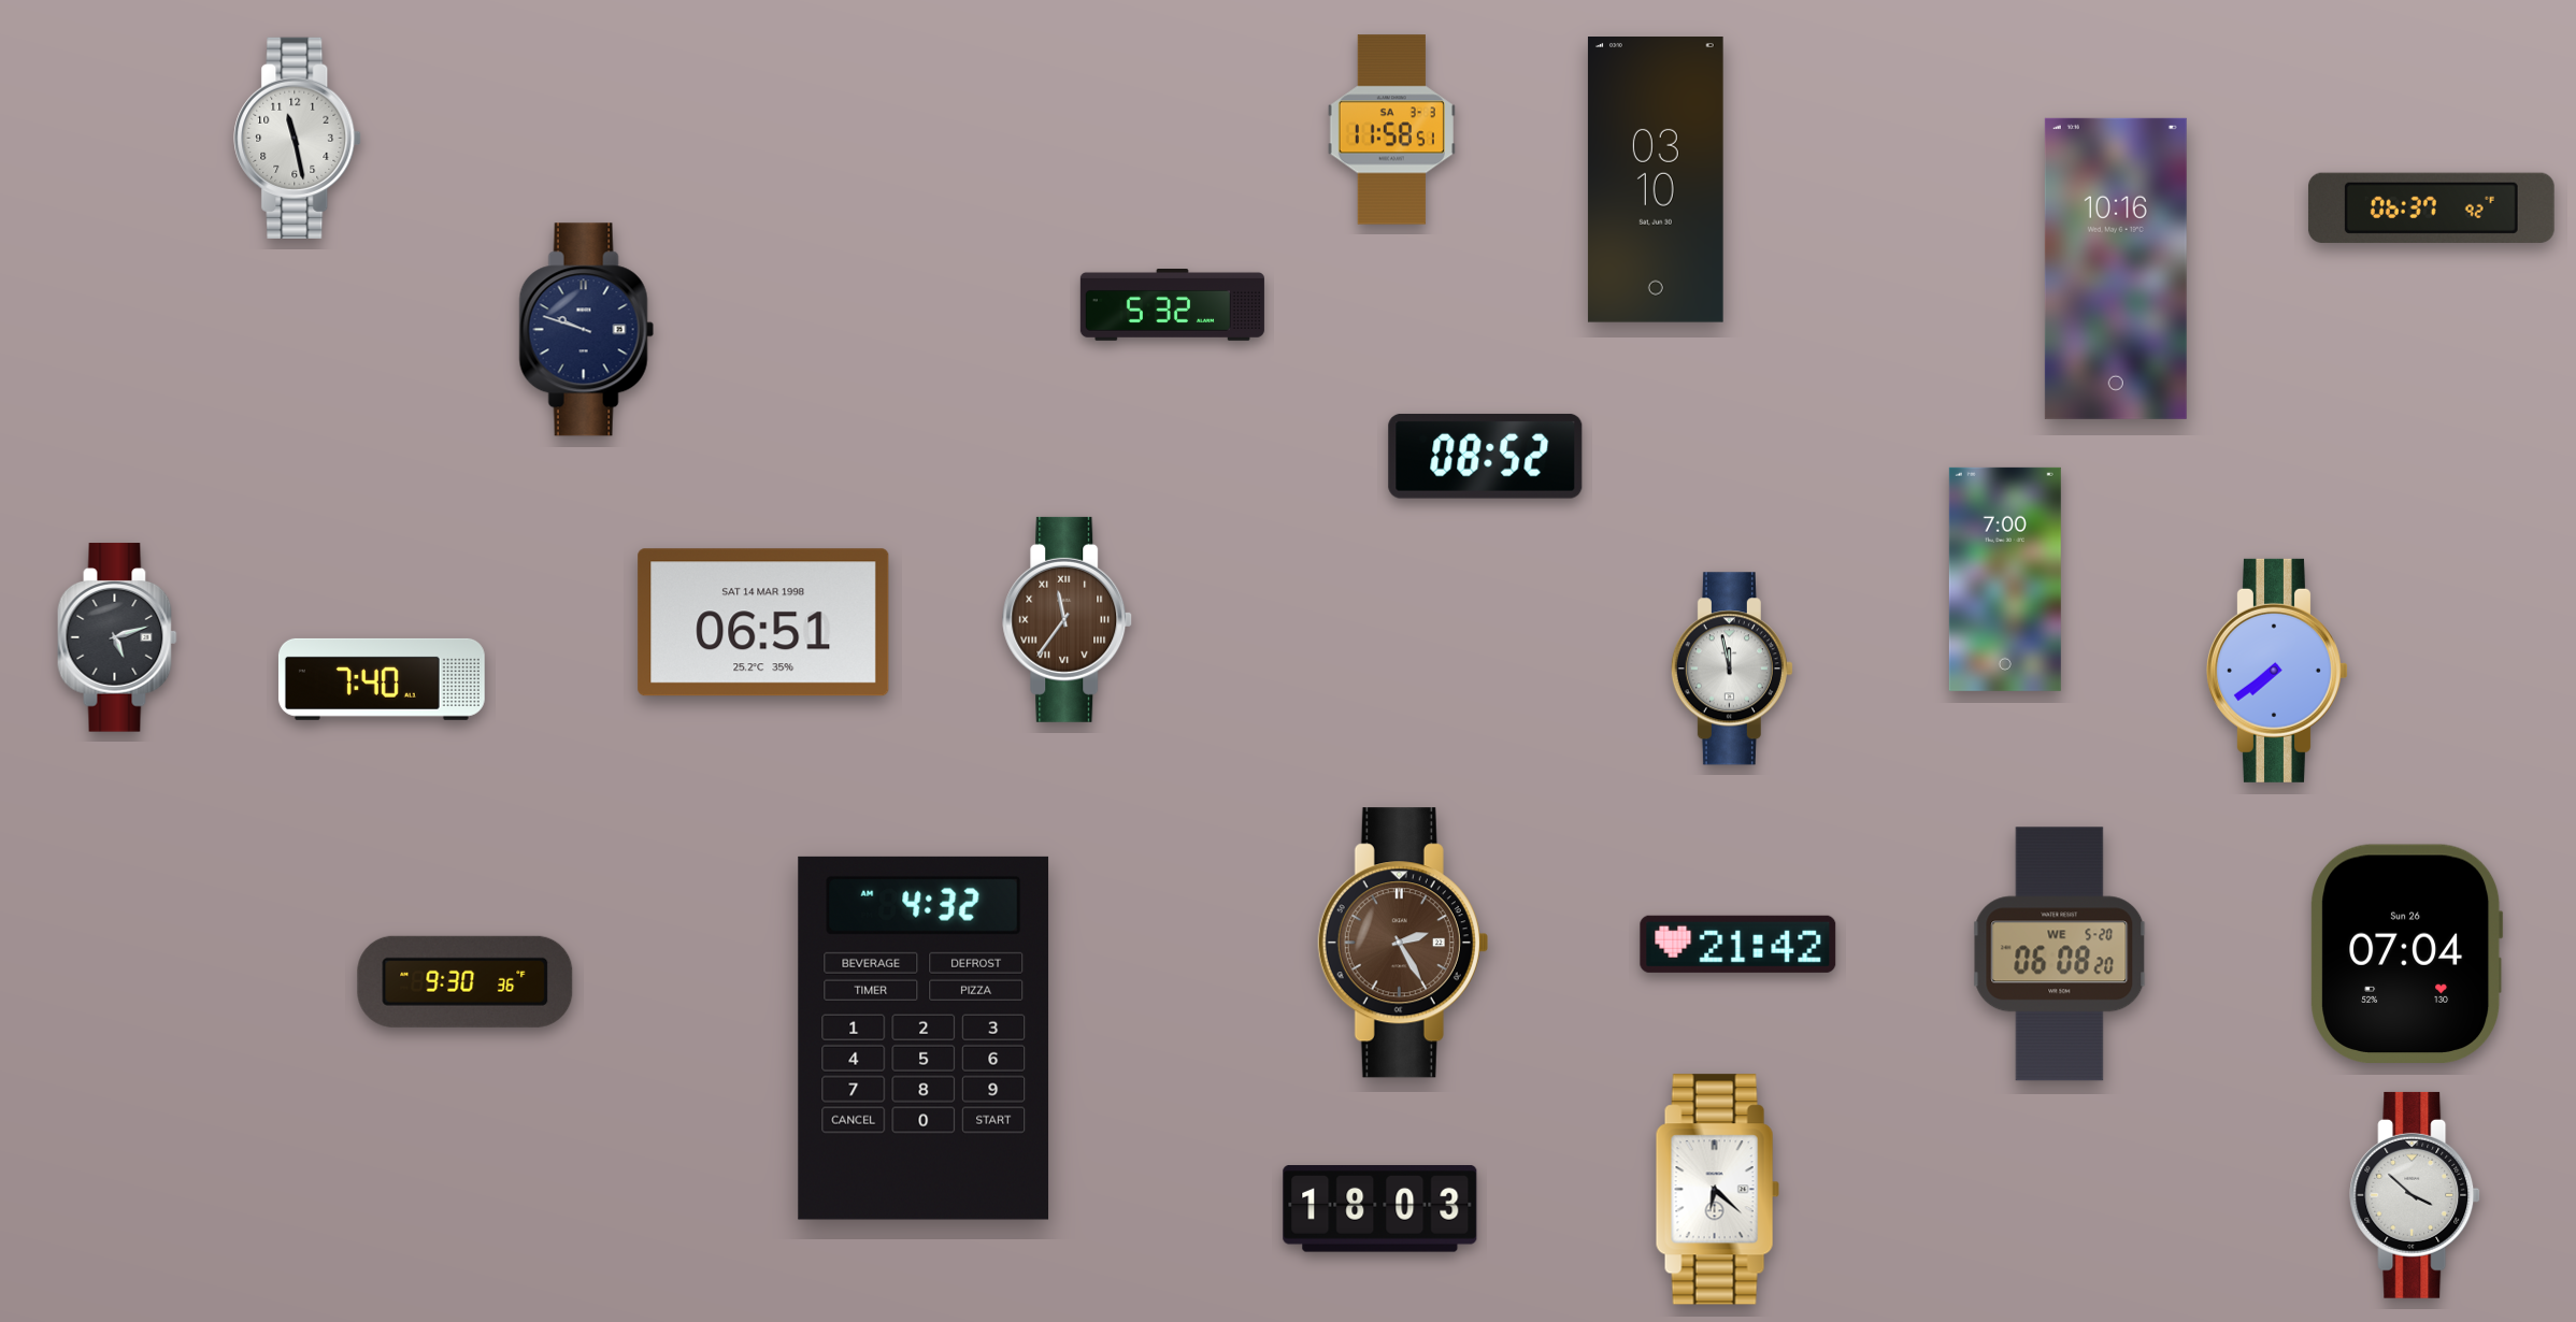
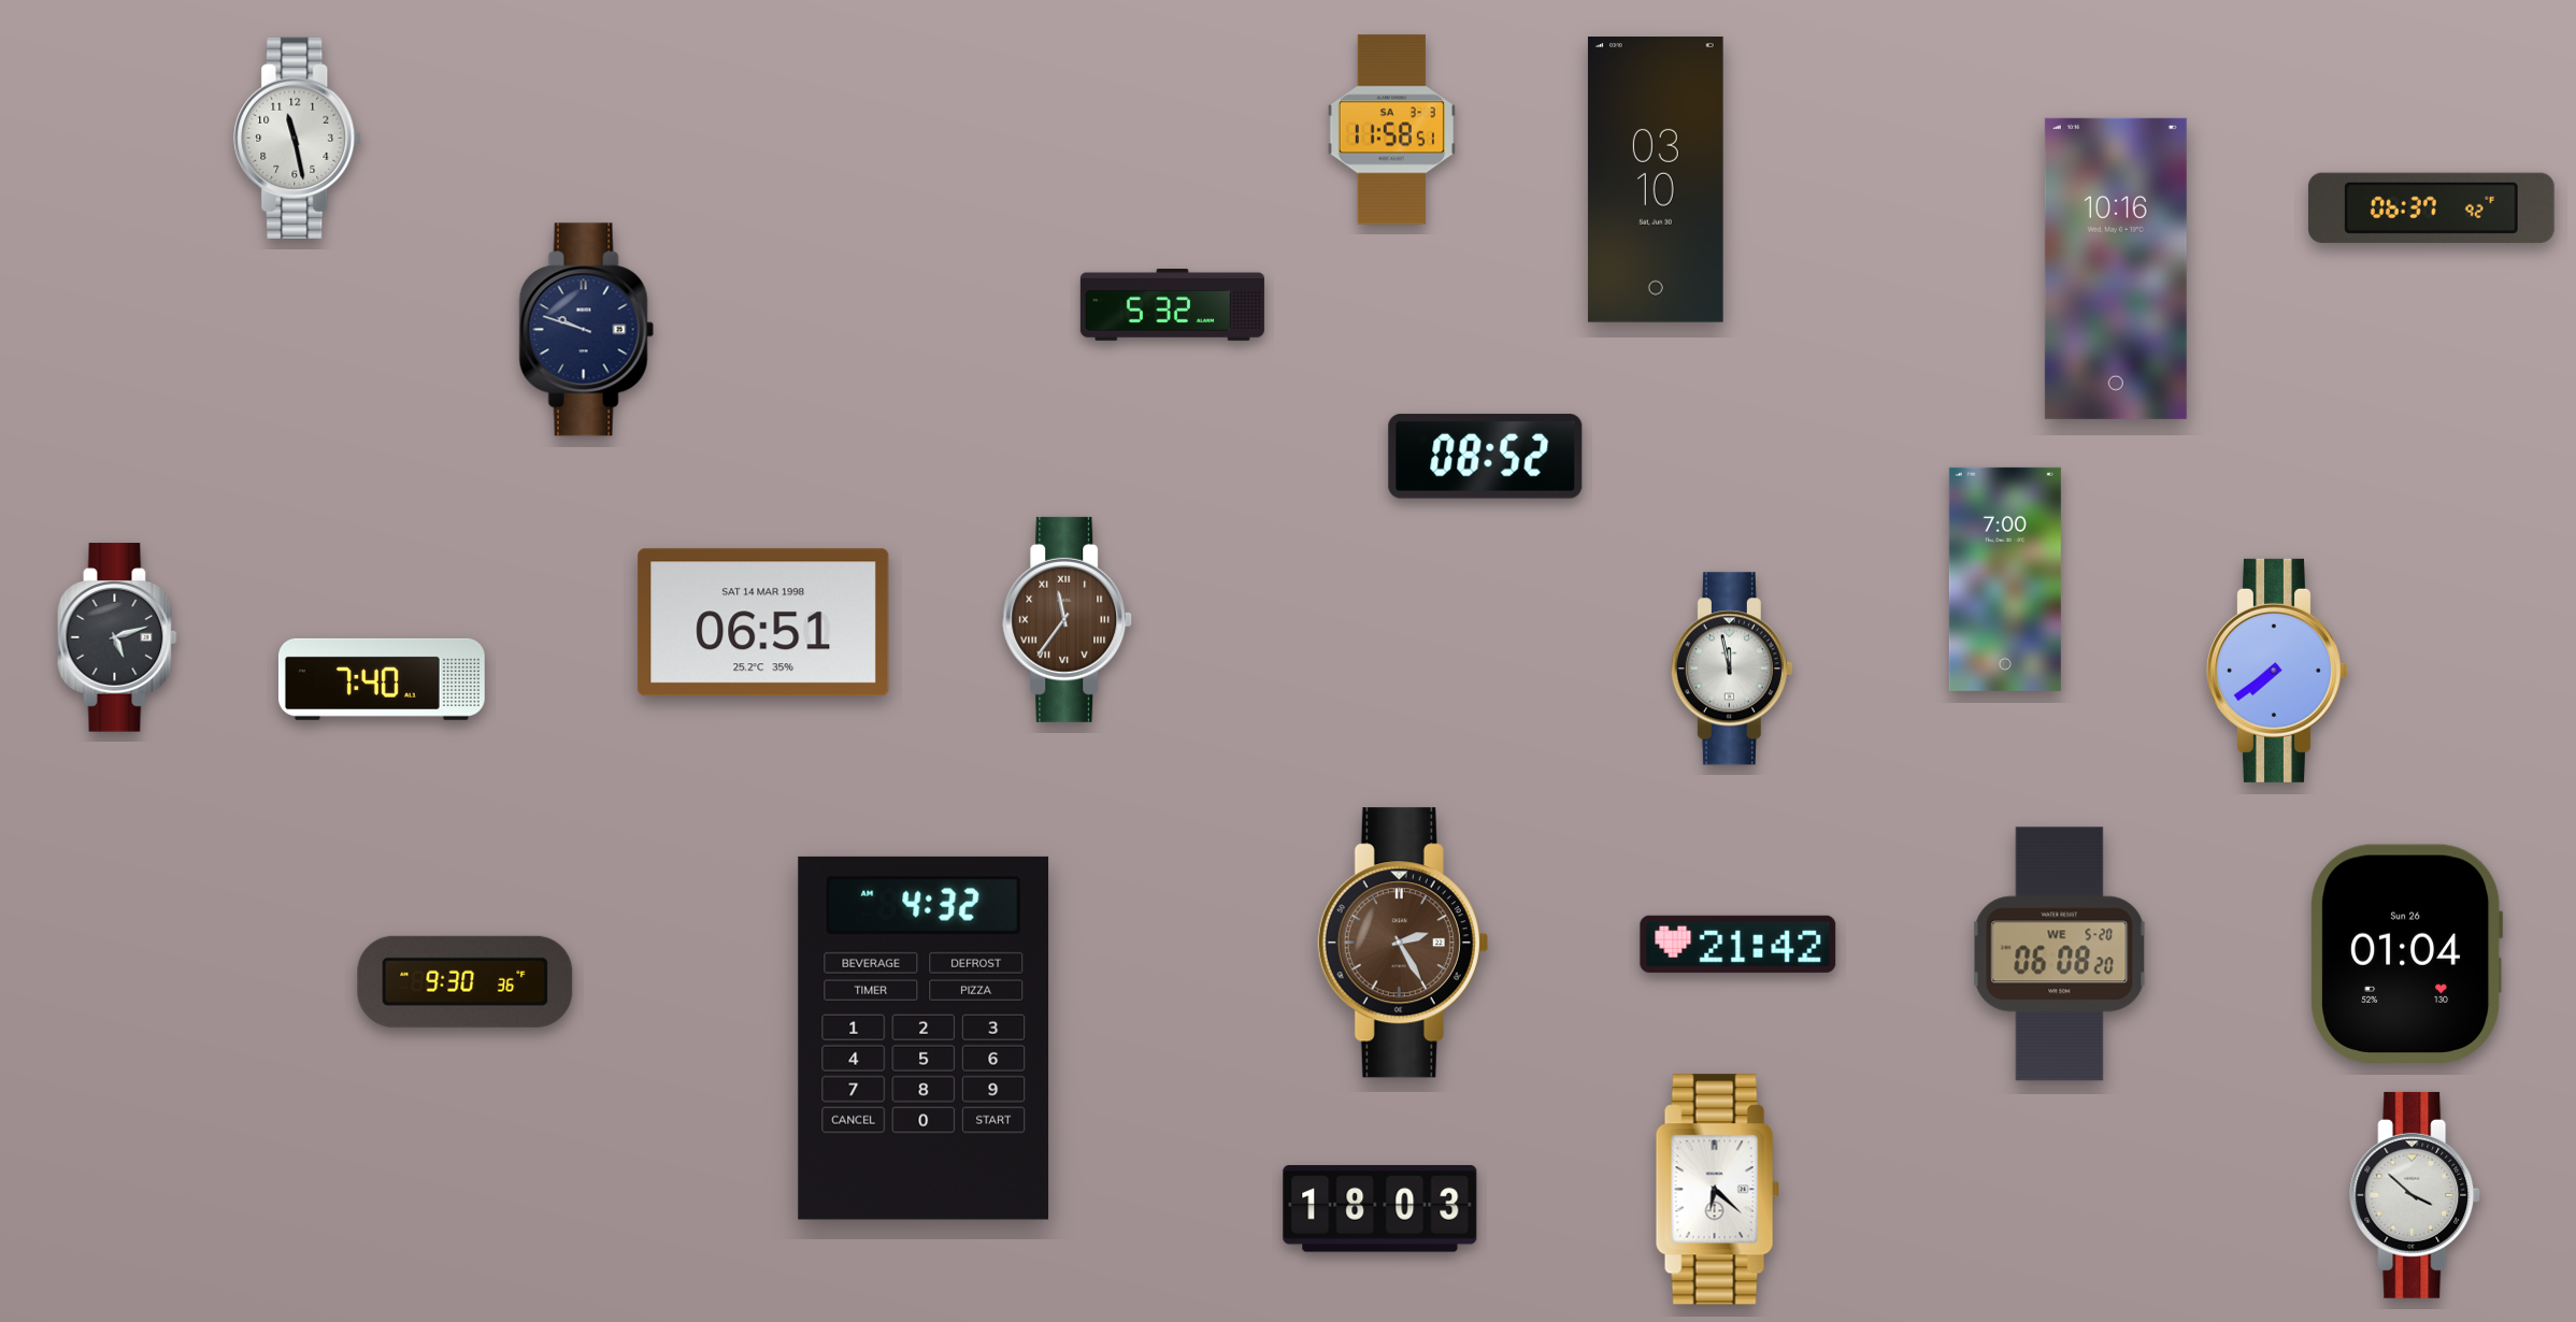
clock at (2407, 953): 07:04 -> 01:04
